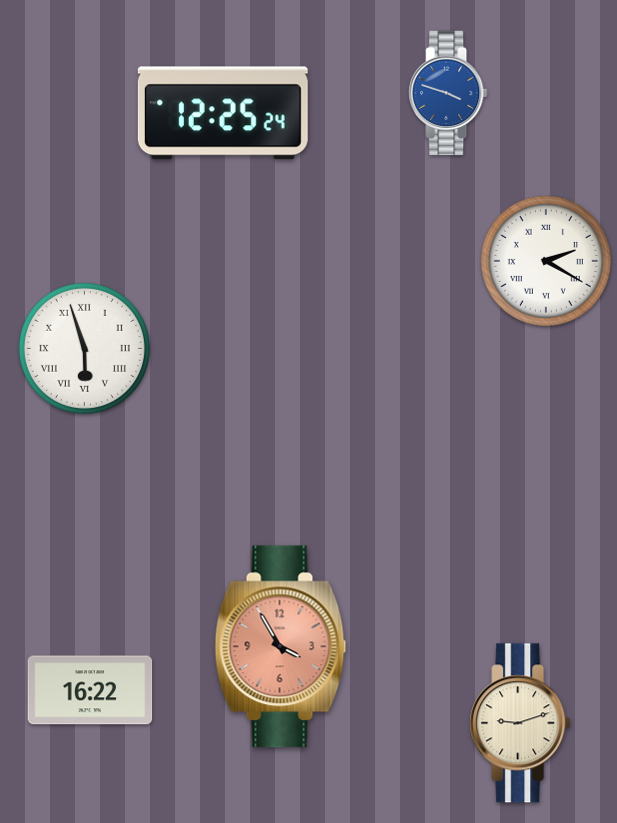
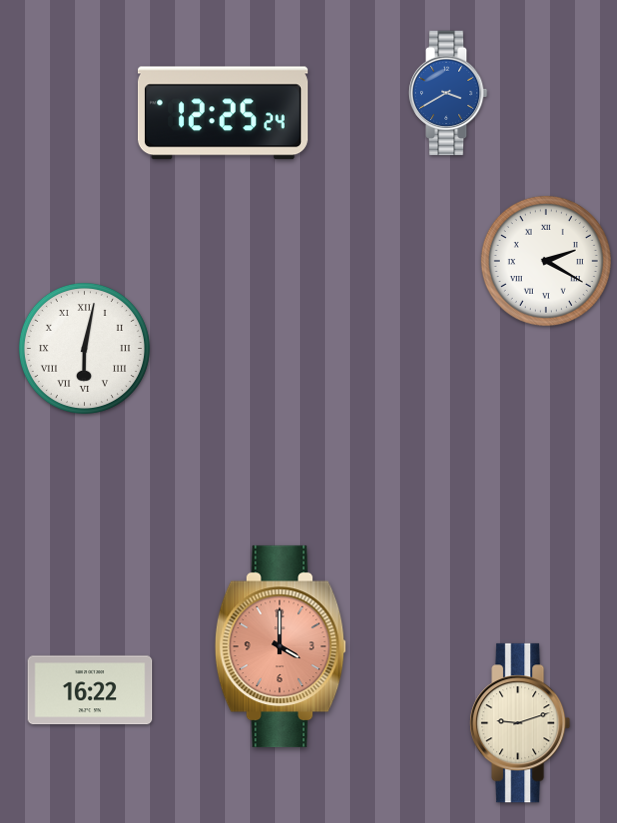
clock at (448, 93): 3:48 -> 3:40
clock at (84, 348): 5:57 -> 6:02
clock at (281, 647): 3:55 -> 4:00
